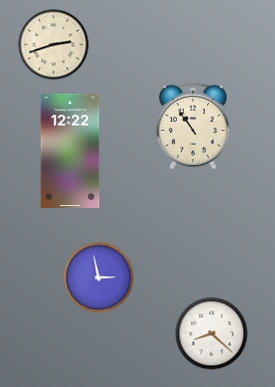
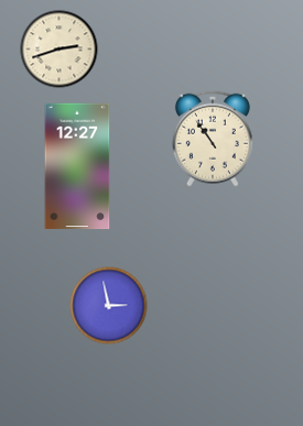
clock at (70, 151): 12:22 -> 12:27
clock at (212, 334): 8:22 -> none
